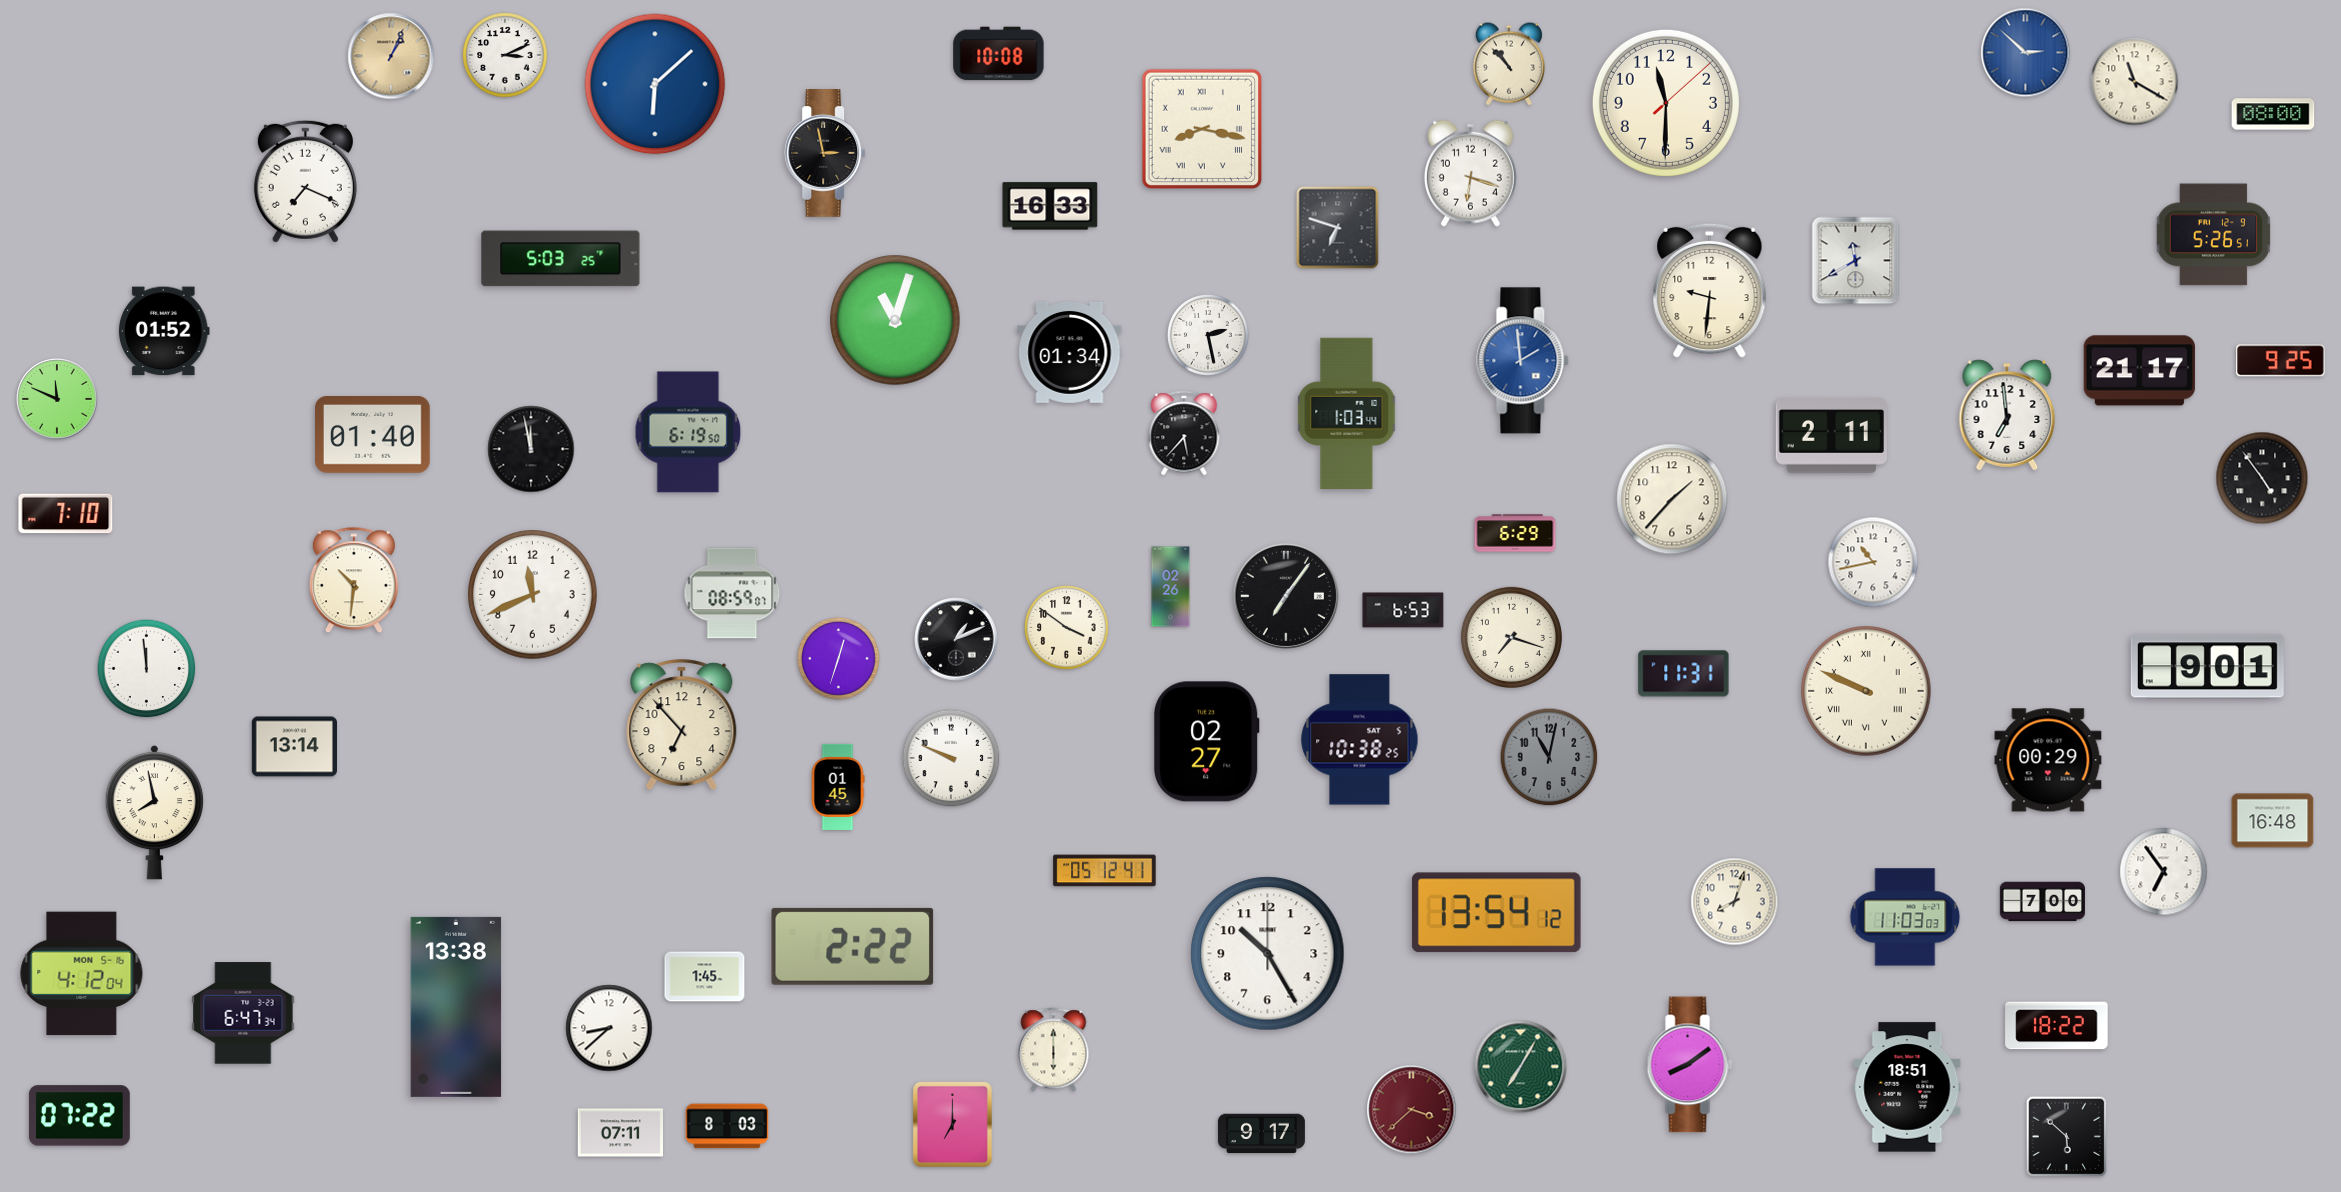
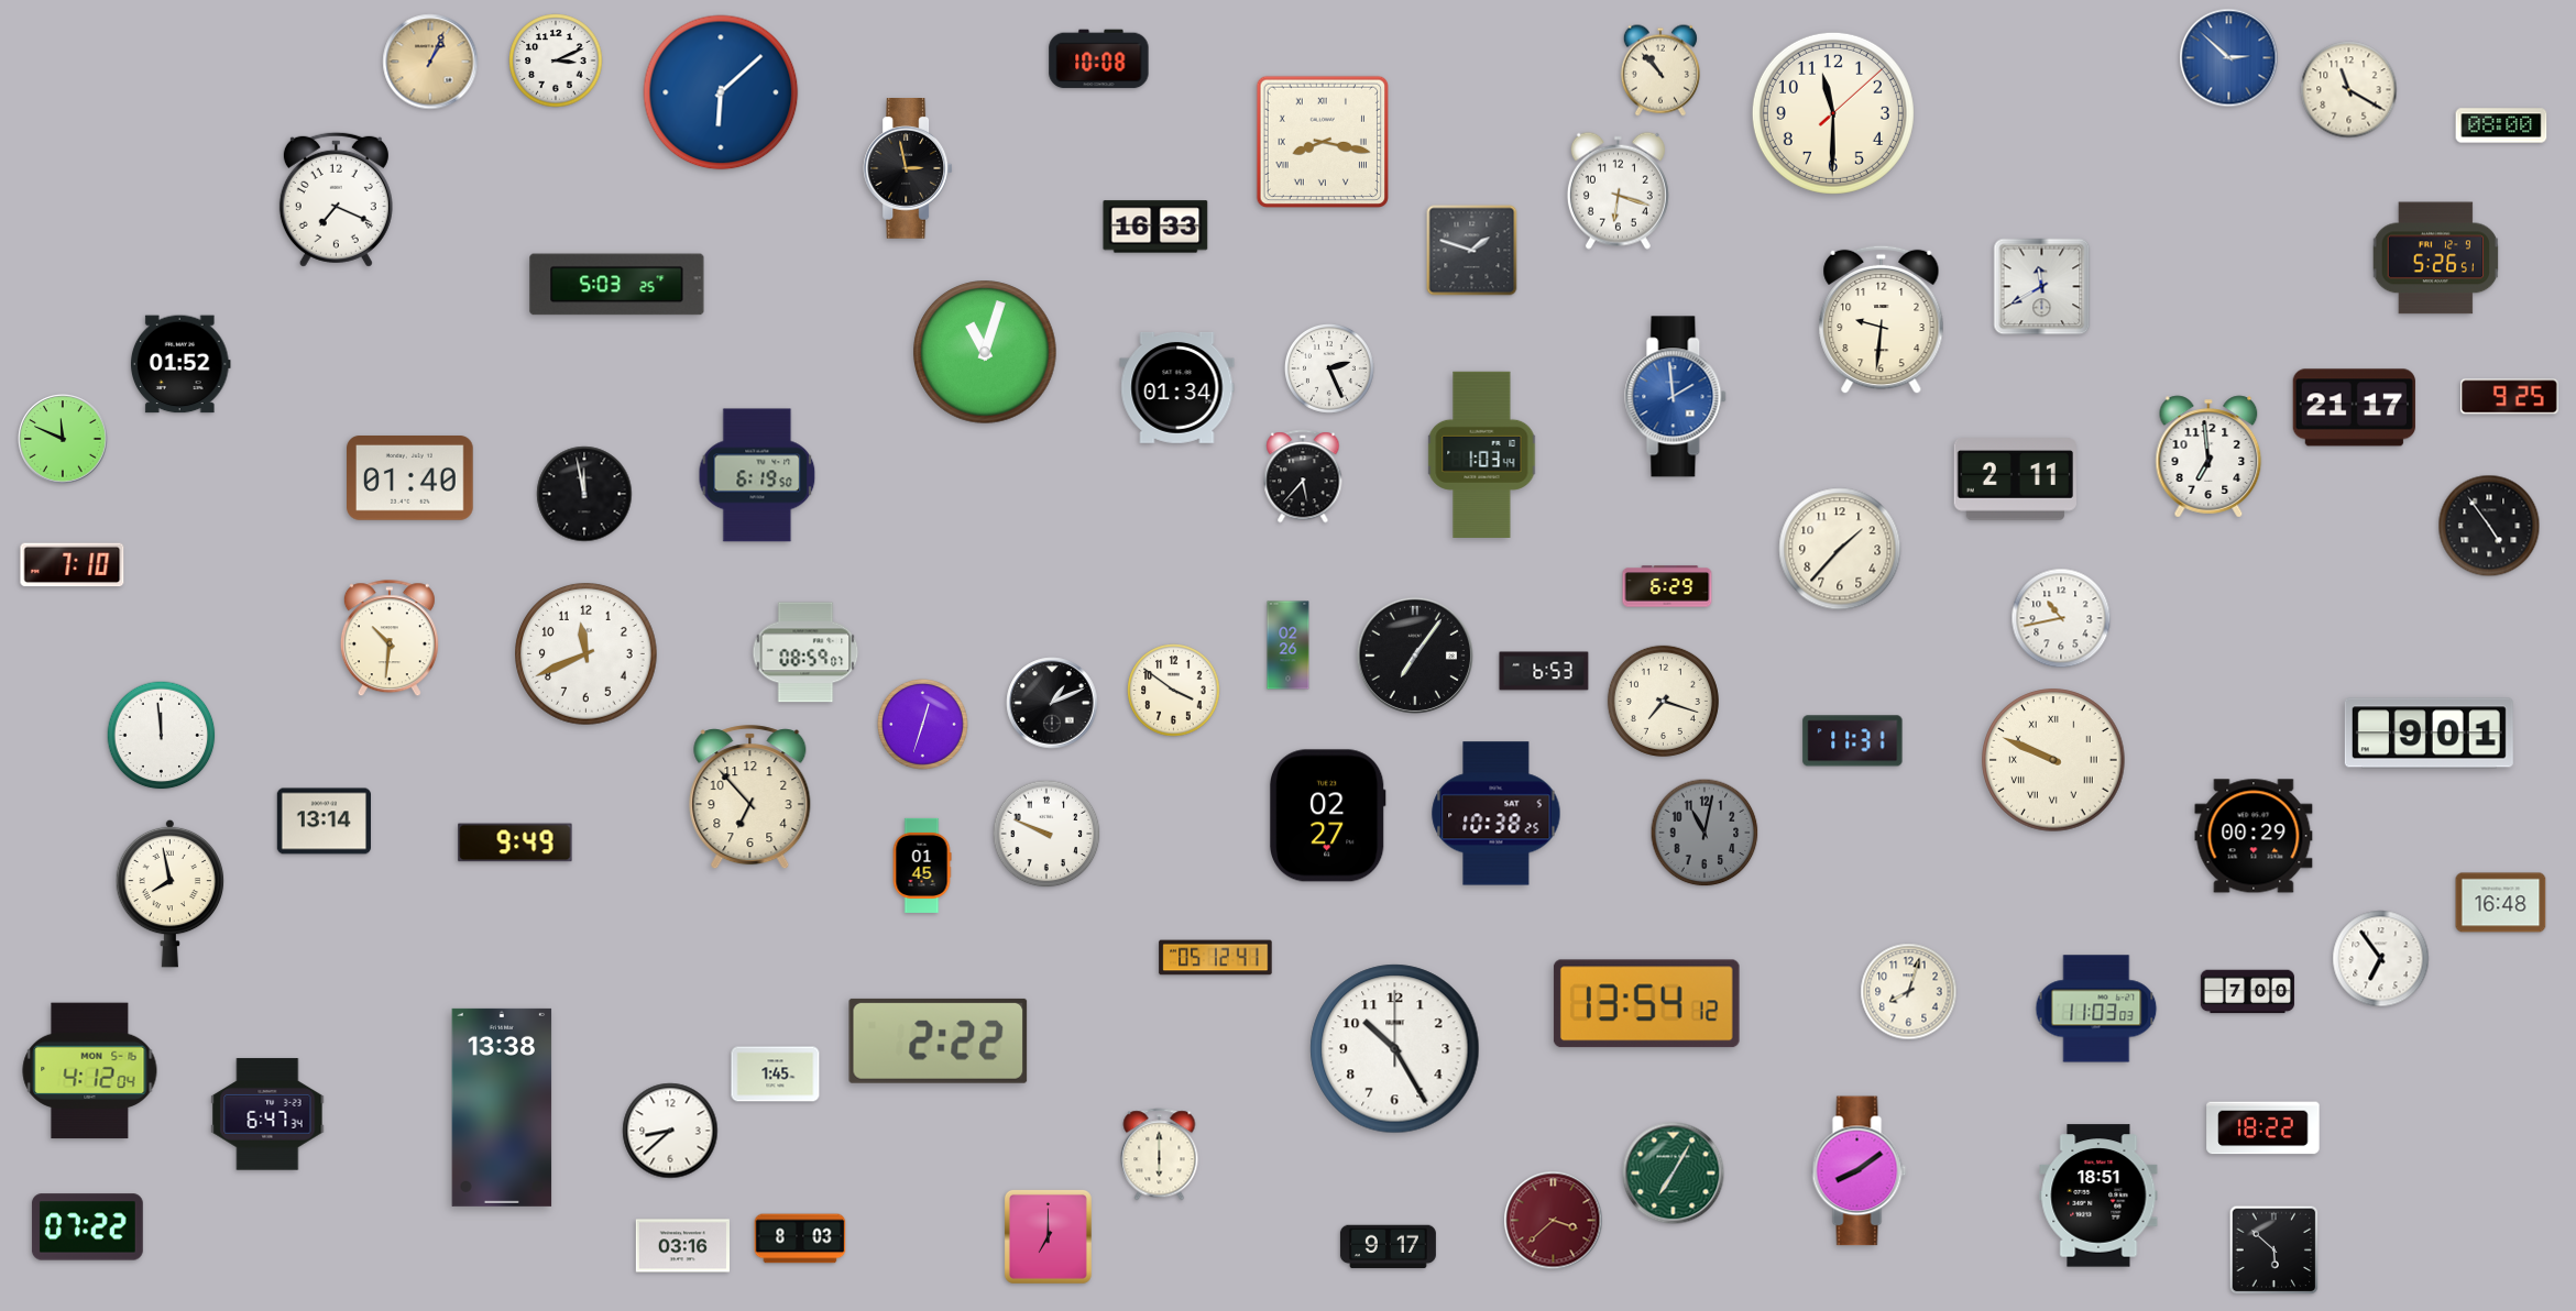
clock at (1338, 228): 6:48 -> 1:48
clock at (1208, 335): 2:28 -> 2:26
clock at (515, 842): none -> 9:49
clock at (620, 1133): 07:11 -> 03:16
